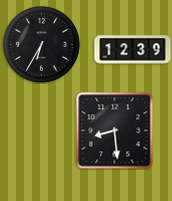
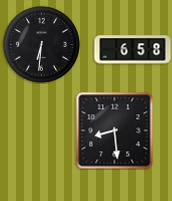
clock at (41, 44): 6:35 -> 6:31
clock at (133, 50): 12:39 -> 6:58
